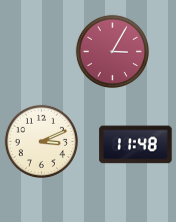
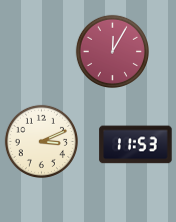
clock at (112, 51): 3:05 -> 12:05
clock at (136, 145): 11:48 -> 11:53
